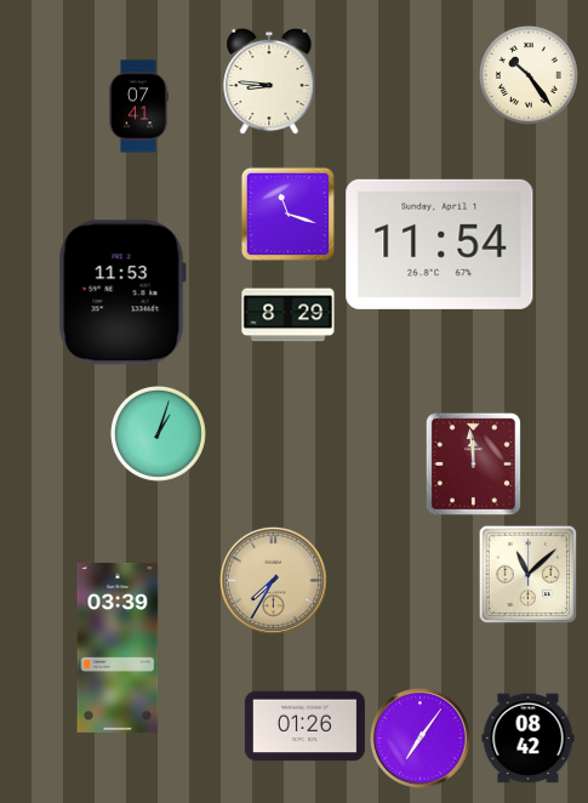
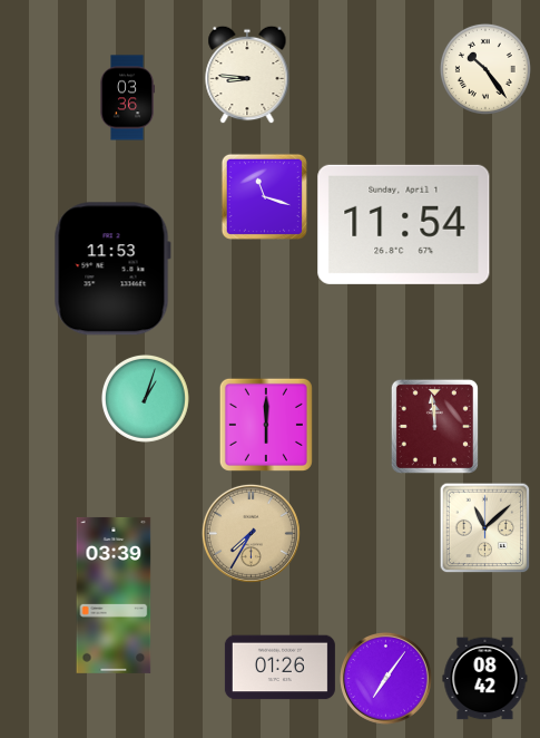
clock at (138, 107): 07:41 -> 03:36
clock at (289, 315): 8:29 -> none
clock at (266, 425): none -> 6:00
clock at (118, 648) position: (118, 648) -> (114, 595)
